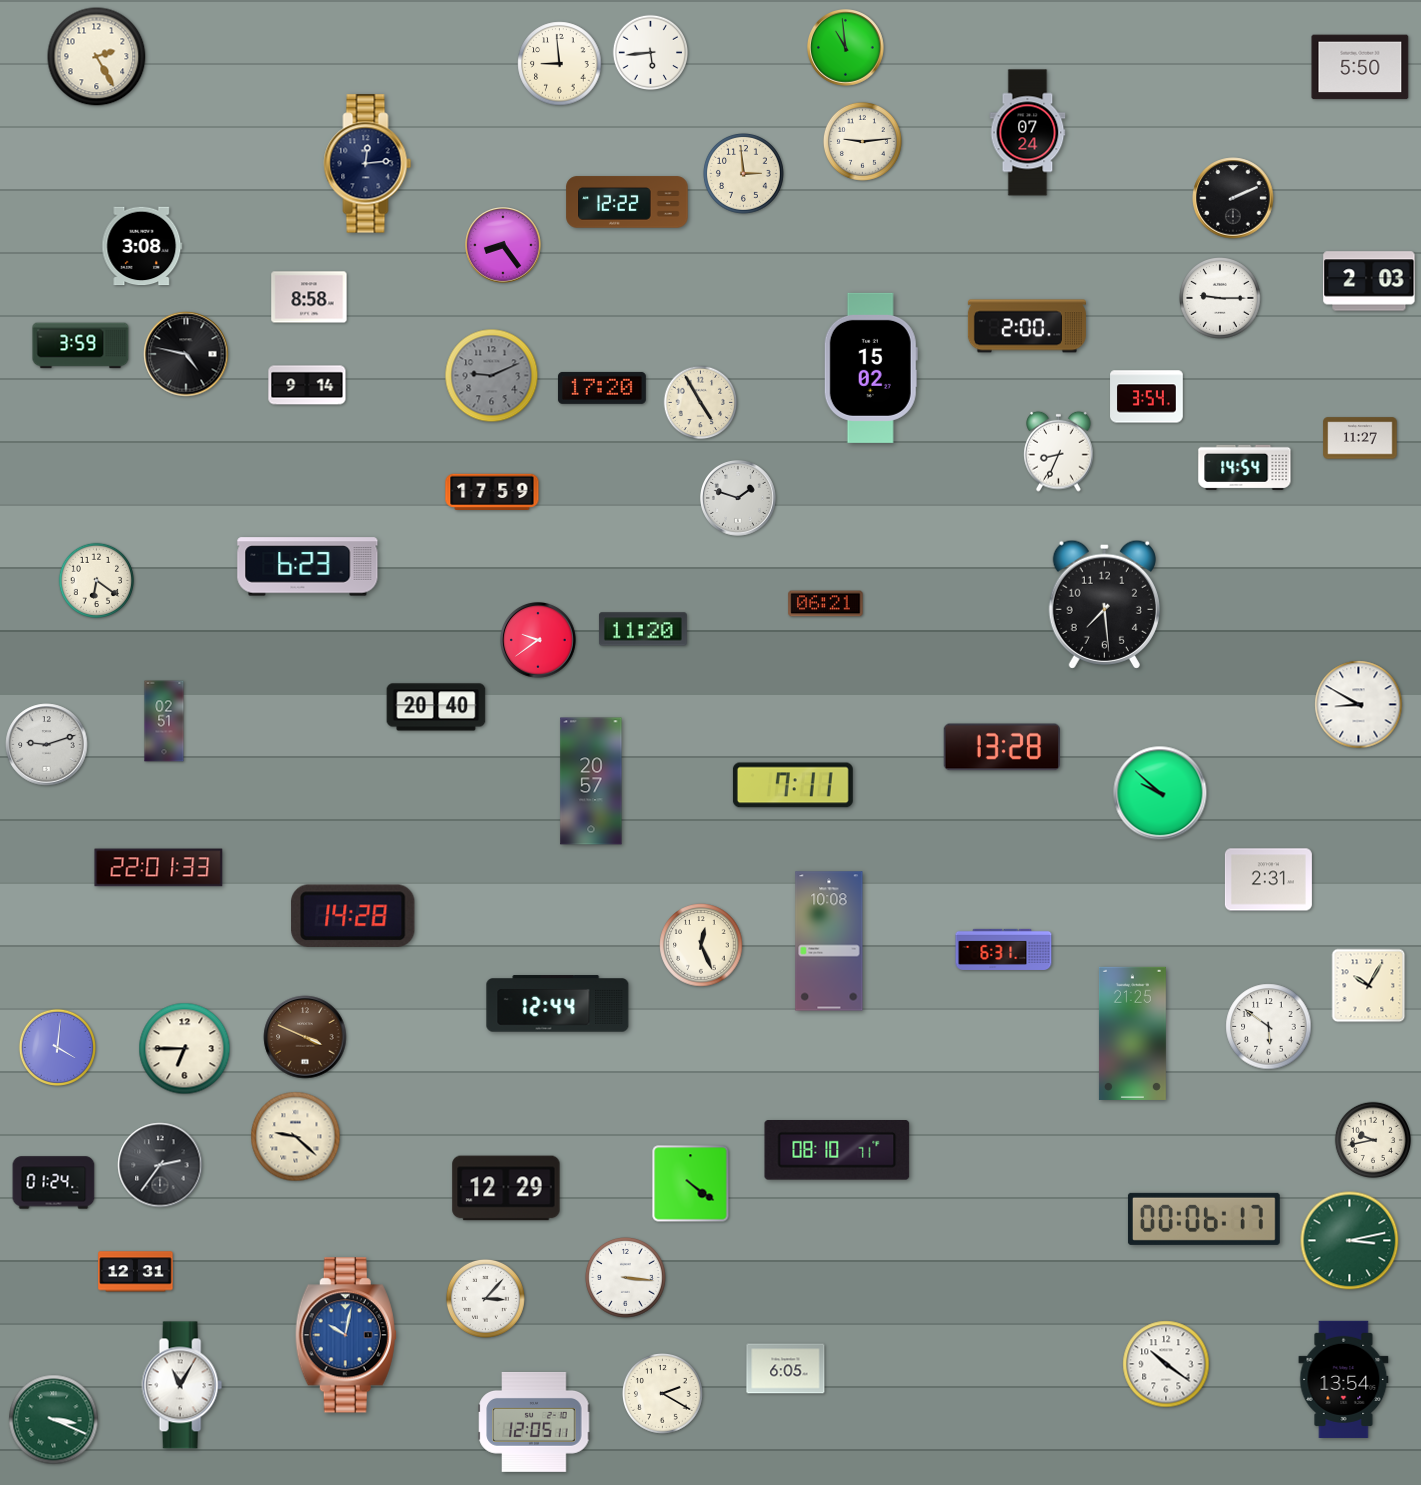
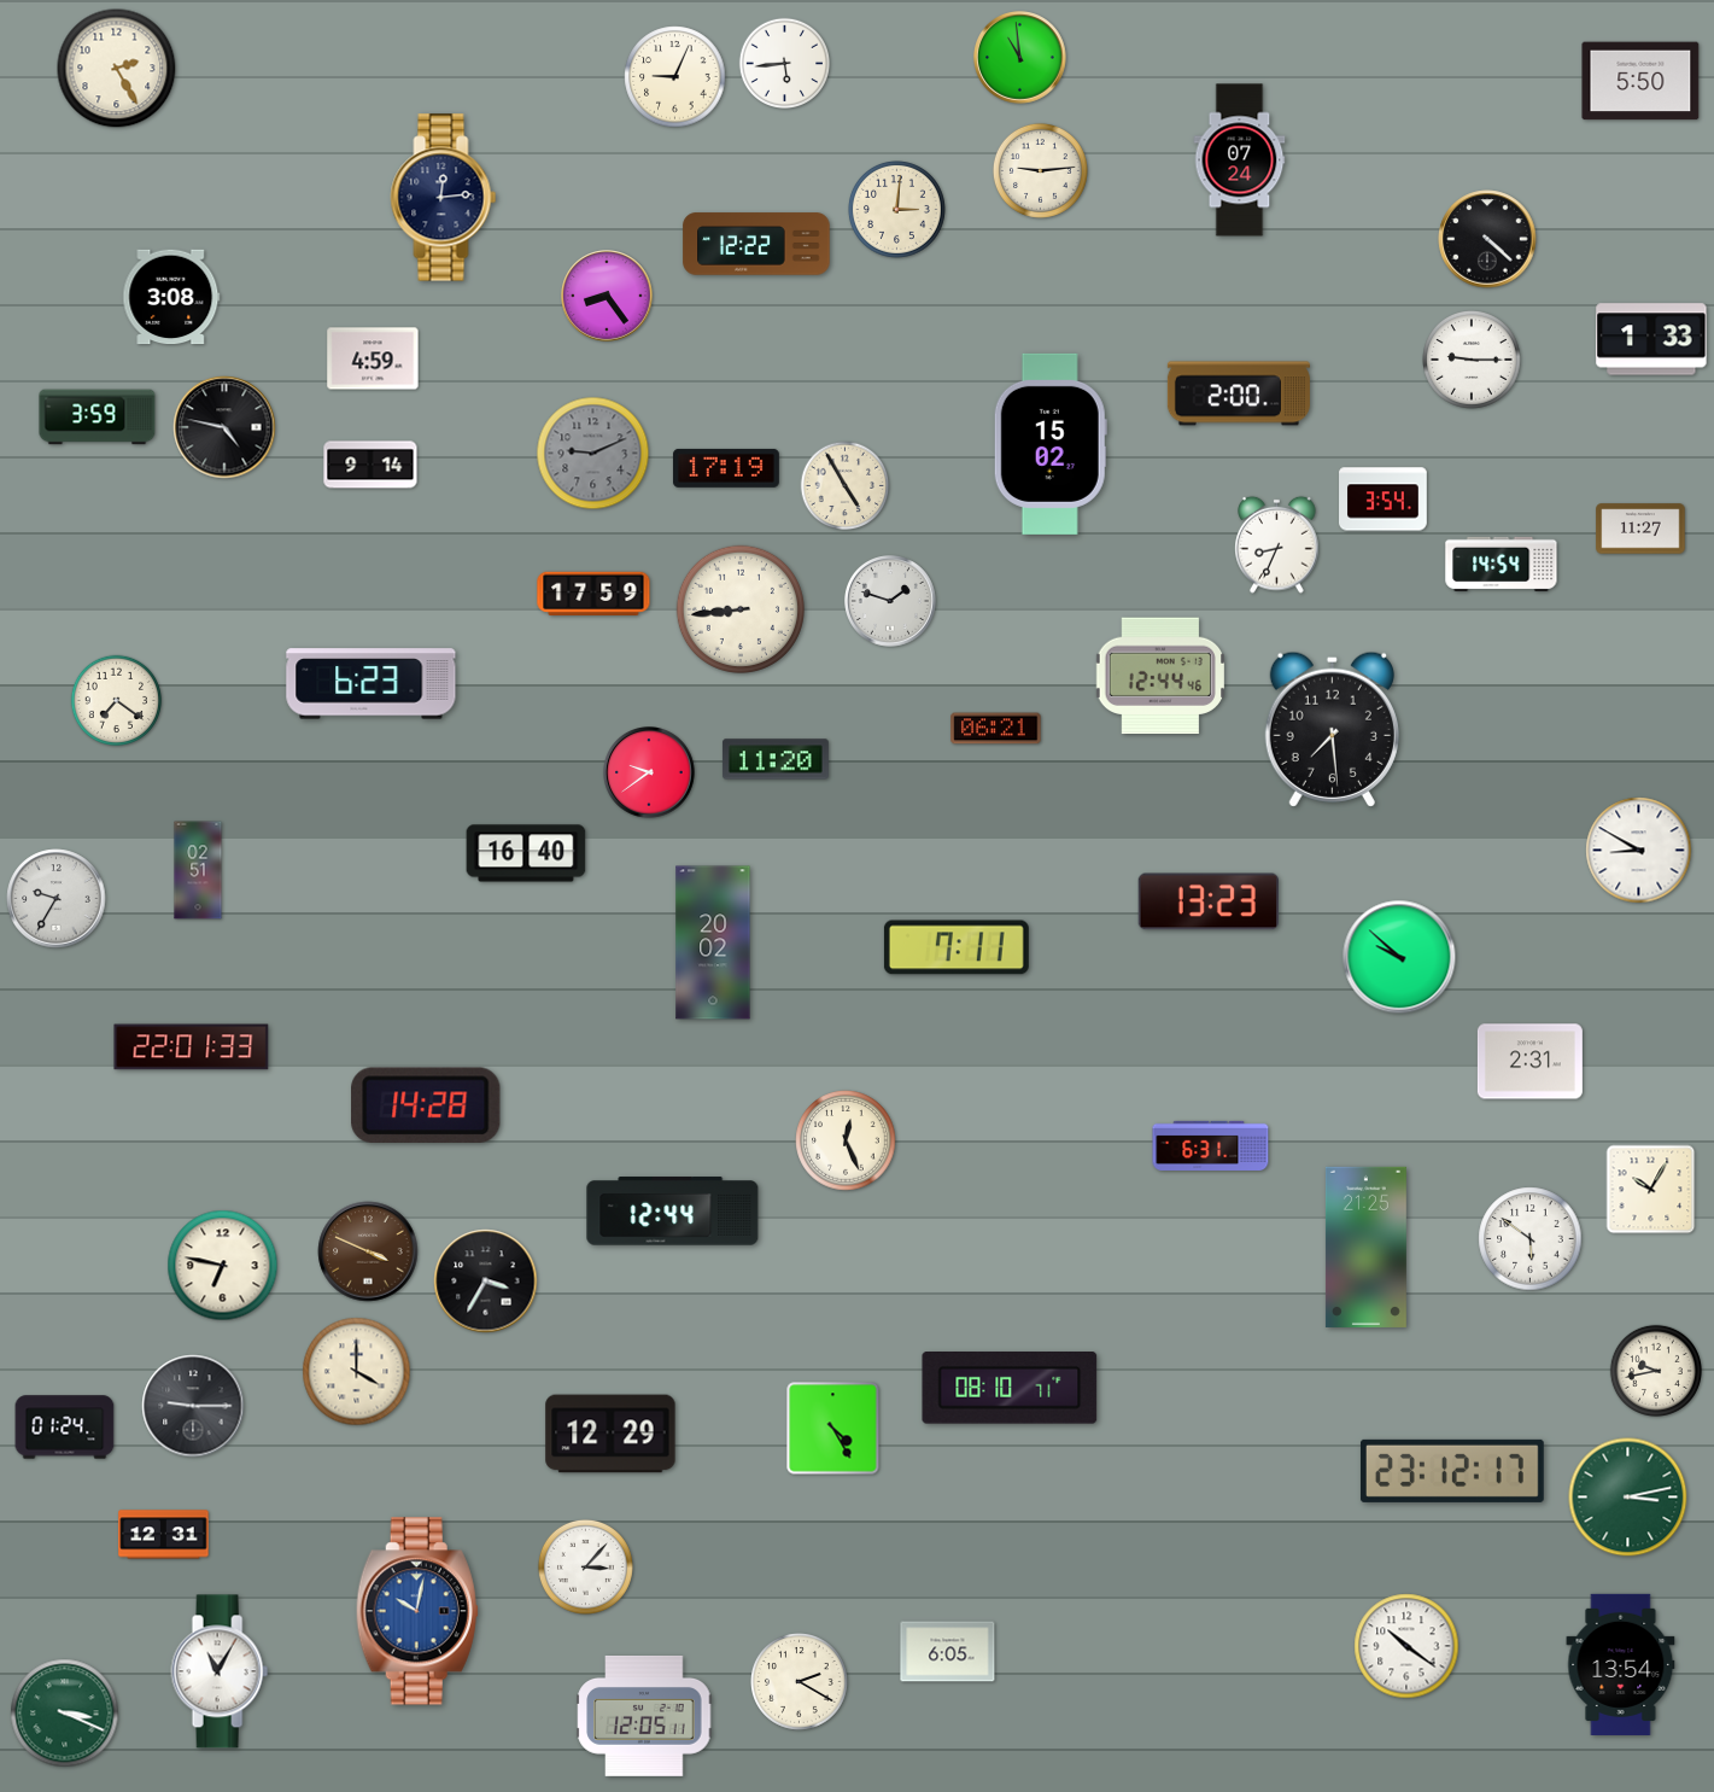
clock at (560, 64): 8:59 -> 9:04
clock at (744, 174): 2:59 -> 3:01
clock at (1233, 198): 2:11 -> 4:22
clock at (1369, 281): 2:03 -> 1:33
clock at (309, 297): 8:58 -> 4:59
clock at (602, 388): 17:20 -> 17:19
clock at (1147, 397) position: (1147, 397) -> (1384, 500)
clock at (741, 609): none -> 8:44
clock at (1159, 676): none -> 12:44
clock at (97, 581): 6:21 -> 7:21
clock at (436, 707): 20:40 -> 16:40
clock at (47, 745): 9:12 -> 9:35
clock at (1001, 747): 13:28 -> 13:23
clock at (591, 781): 20:57 -> 20:02
clock at (829, 941): 10:08 -> none
clock at (57, 1047): 4:01 -> none
clock at (185, 1049): 6:45 -> 6:47
clock at (486, 1282): none -> 3:35
clock at (296, 1137): 9:22 -> 4:00
clock at (1372, 1139) position: (1372, 1139) -> (1655, 1370)
clock at (160, 1165): 2:36 -> 9:15
clock at (691, 1184): 4:21 -> 4:25
clock at (1204, 1219): 00:06 -> 23:12
clock at (626, 1278): 3:16 -> none
